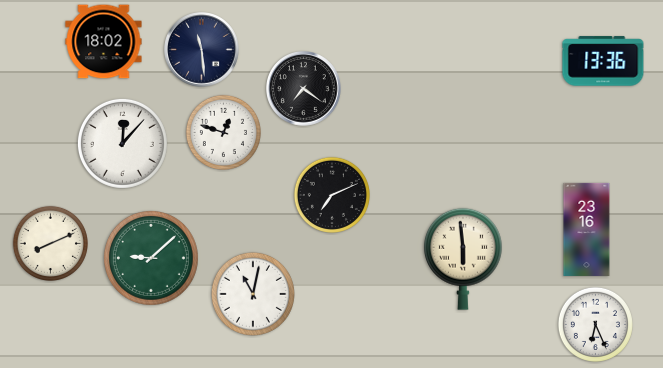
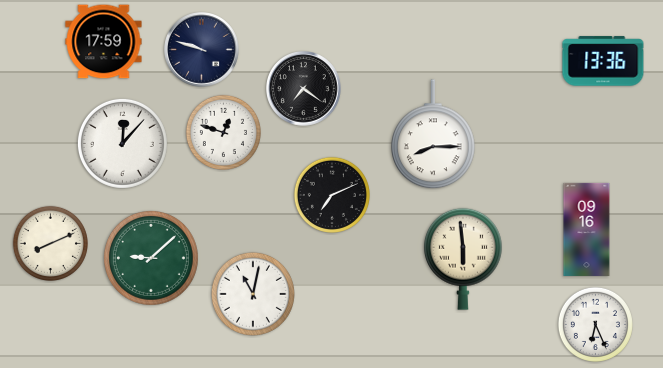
clock at (104, 42): 18:02 -> 17:59
clock at (202, 50): 11:29 -> 9:48
clock at (434, 135): none -> 8:15
clock at (587, 229): 23:16 -> 09:16
